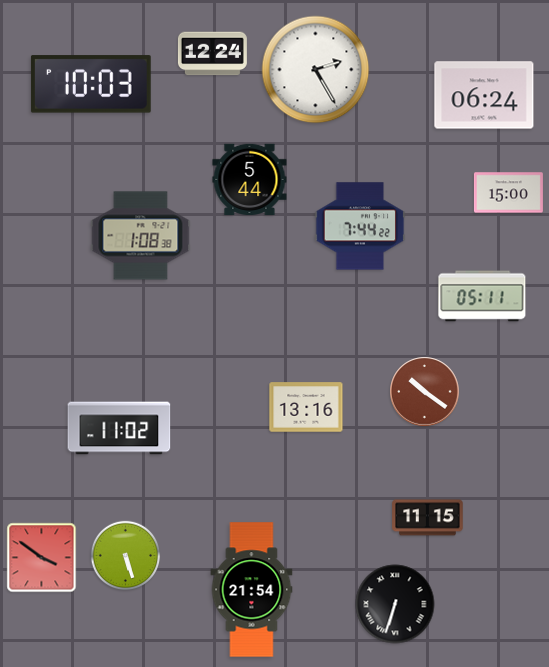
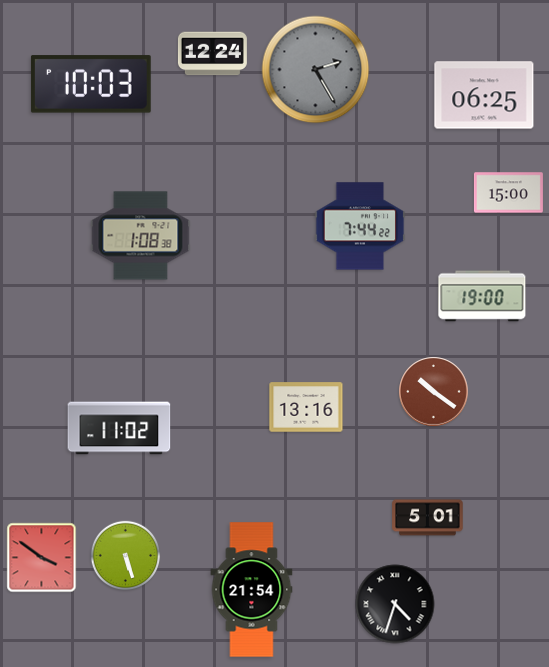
clock at (316, 70) dial: white -> grey
clock at (484, 95): 06:24 -> 06:25
clock at (250, 179): 5:44 -> none
clock at (482, 296): 05:11 -> 19:00
clock at (425, 392) position: (425, 392) -> (434, 392)
clock at (428, 518): 11:15 -> 5:01
clock at (395, 604): 6:33 -> 4:33
